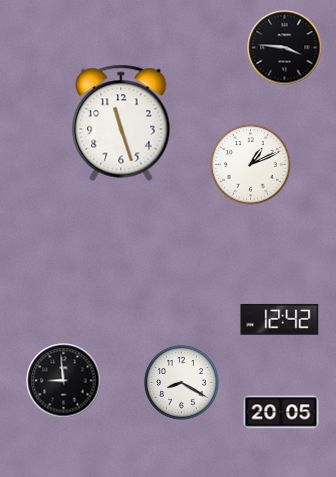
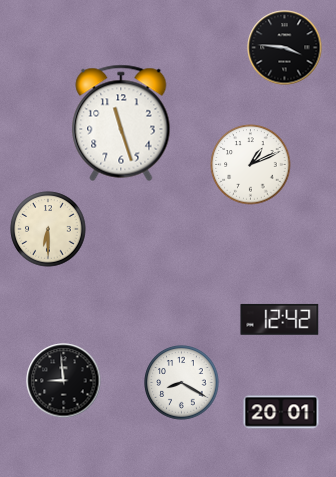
clock at (48, 229): none -> 6:30
clock at (281, 412): 20:05 -> 20:01
